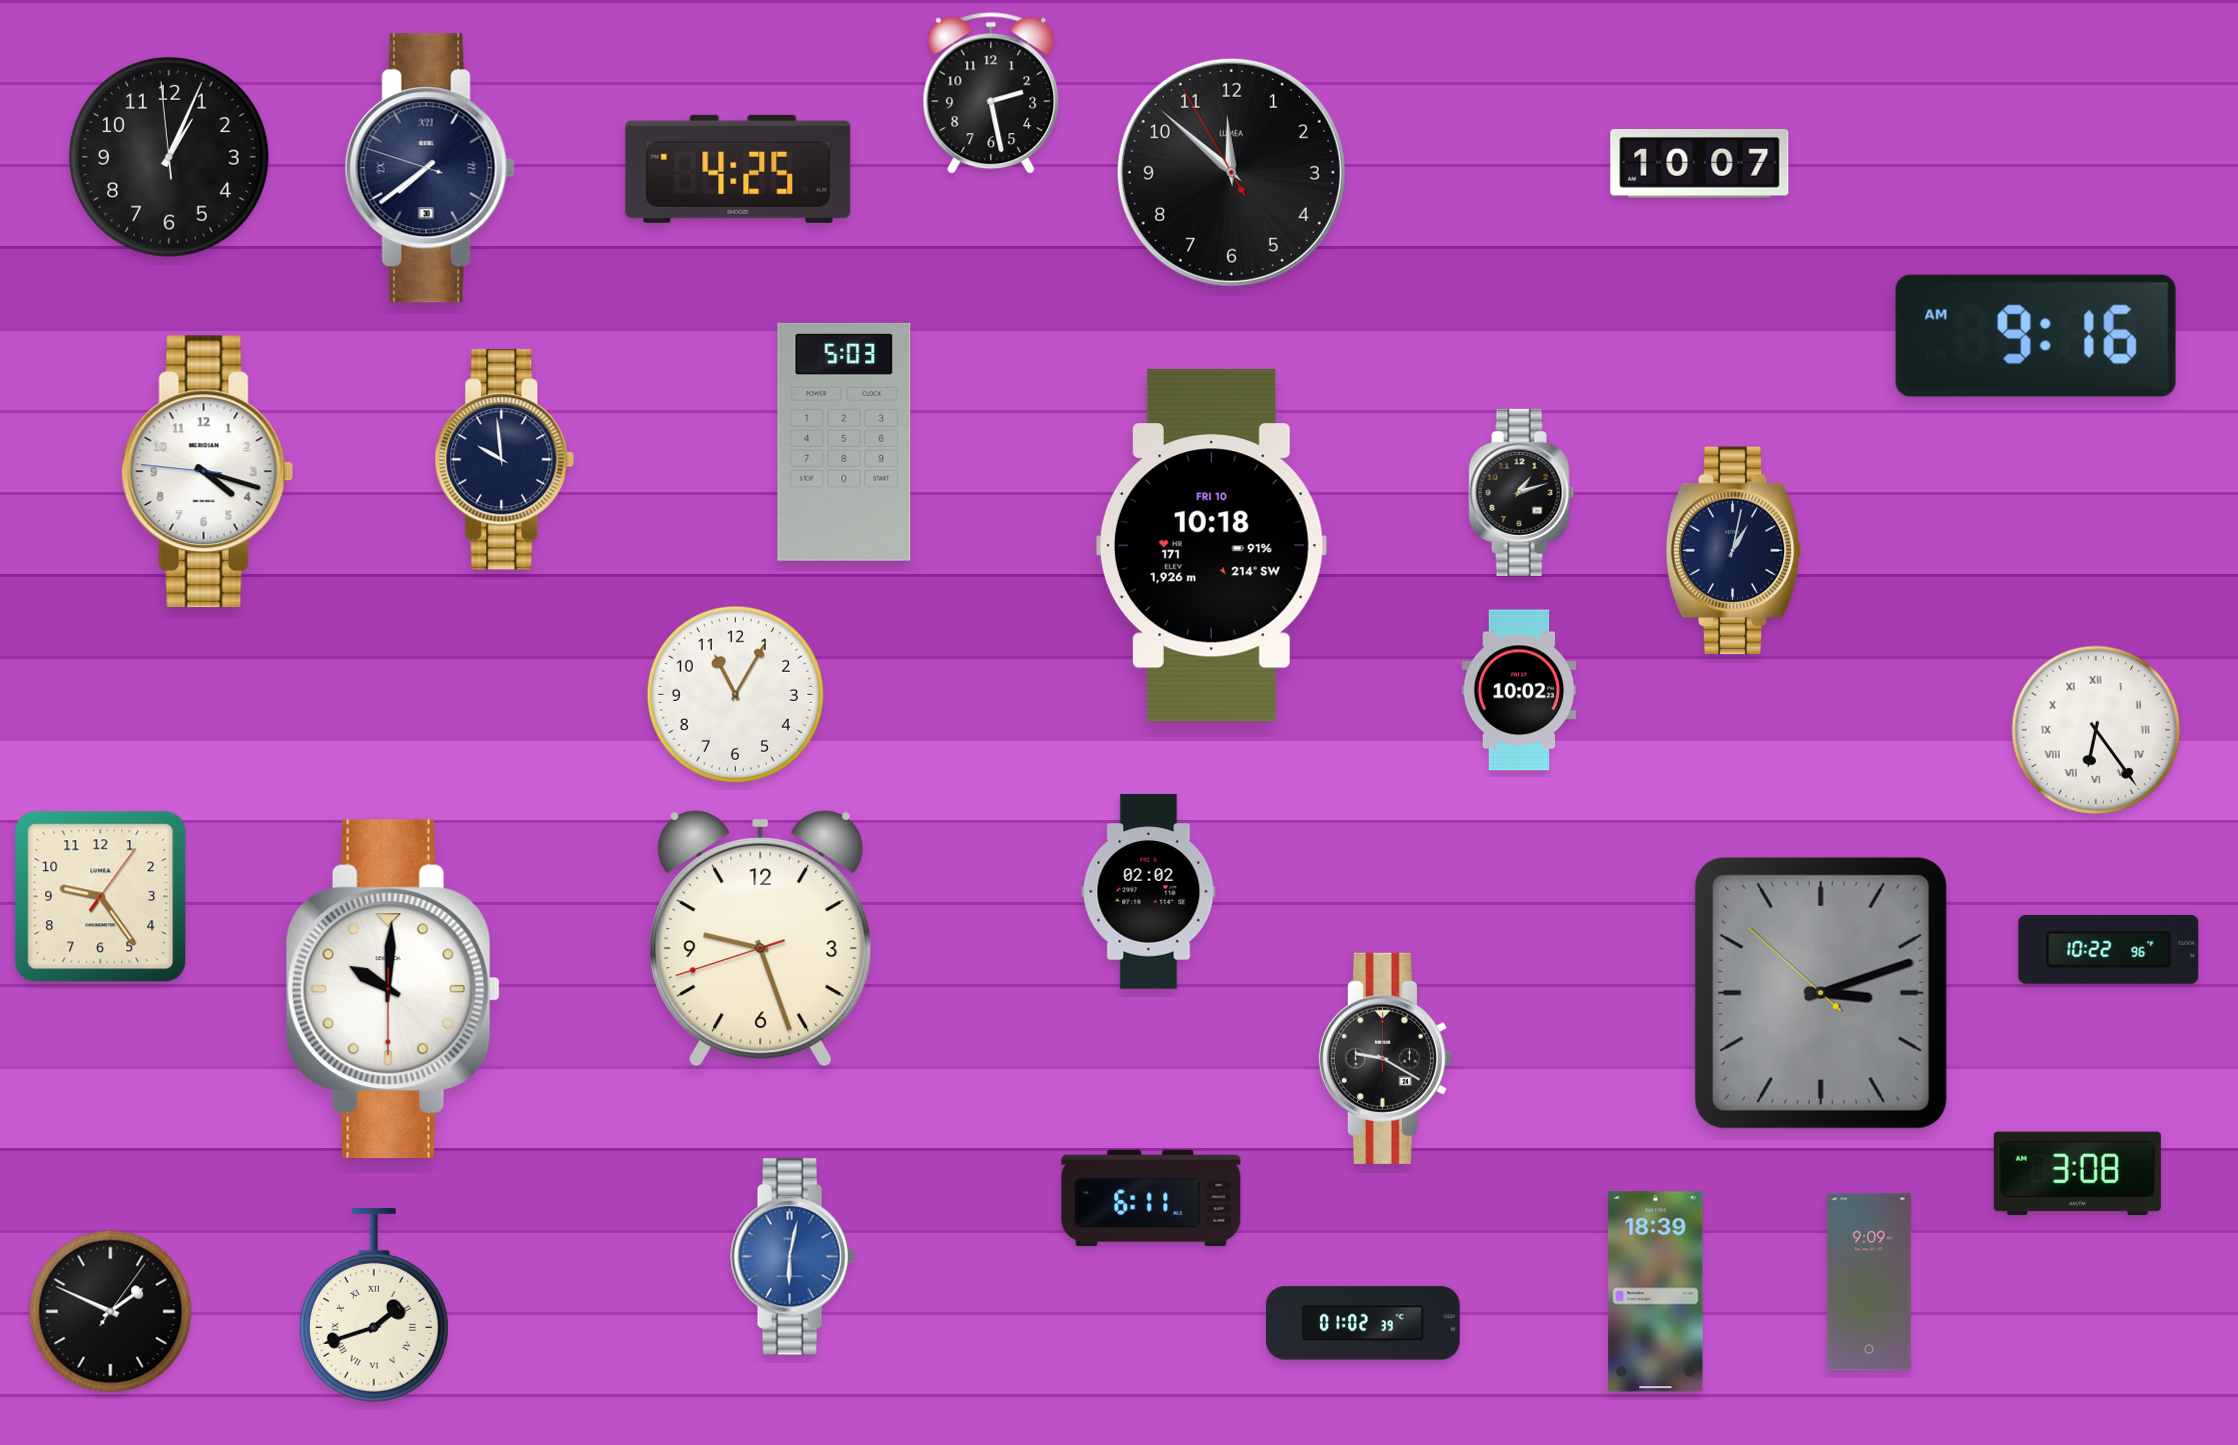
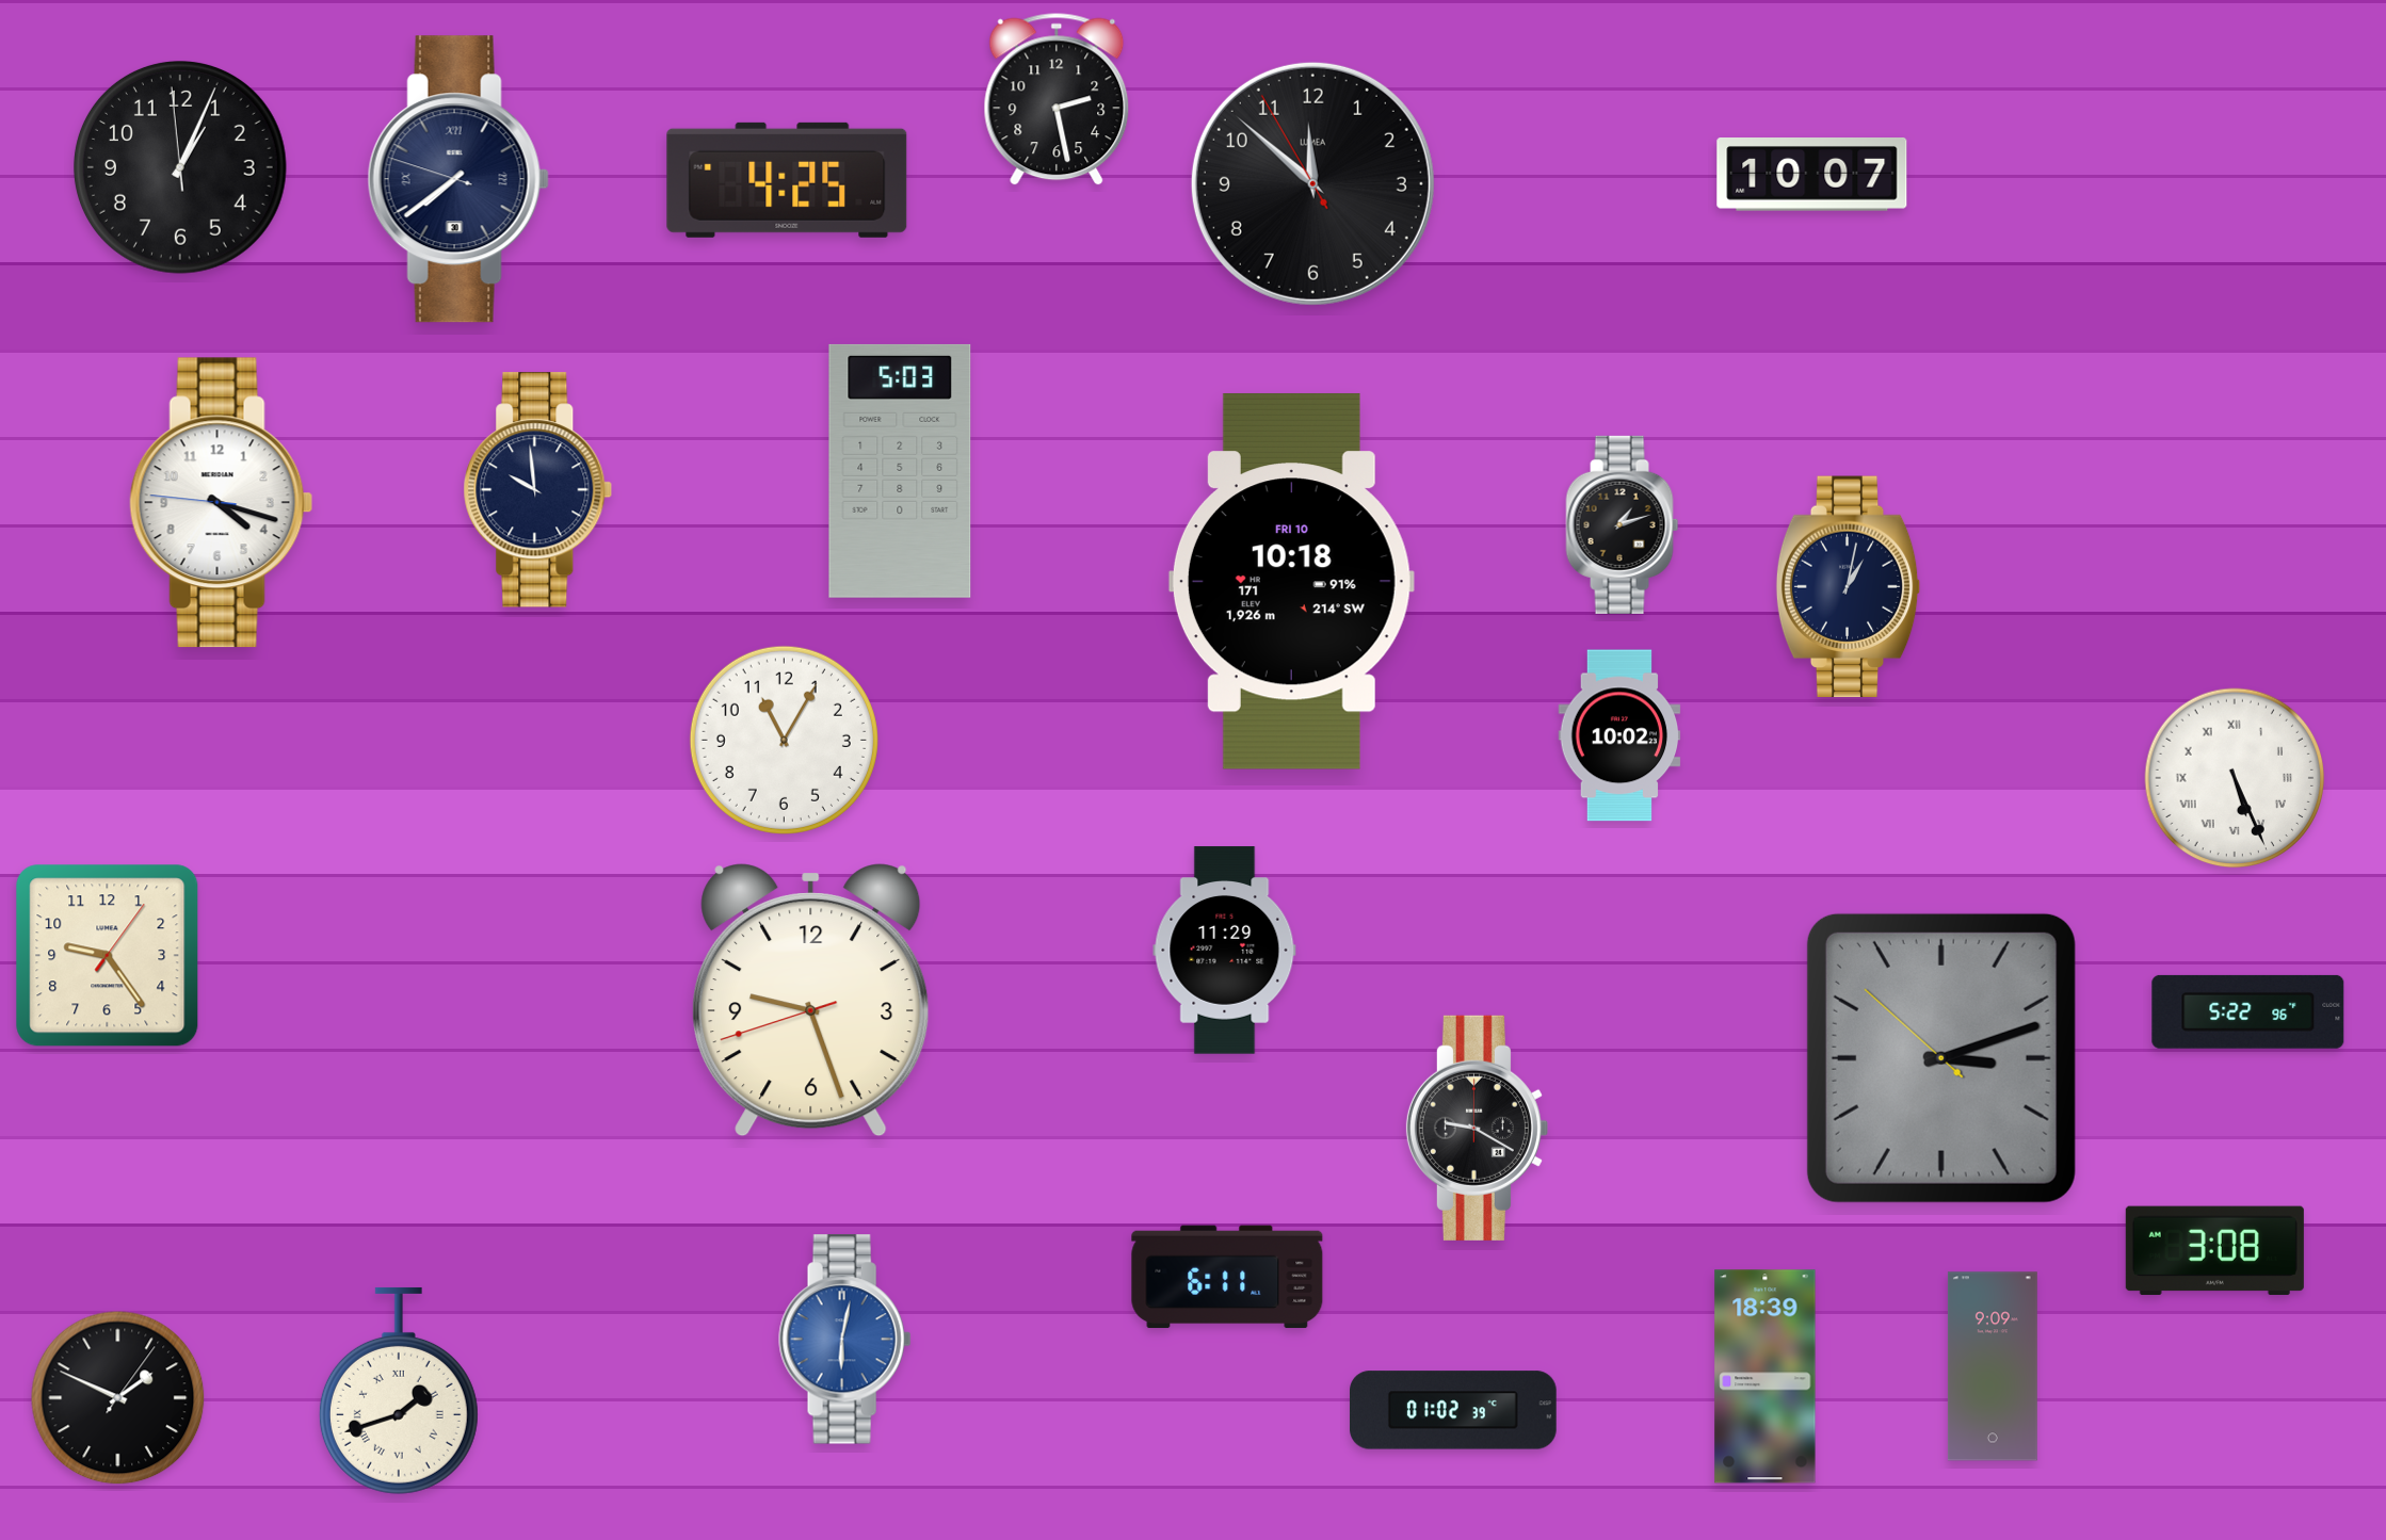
clock at (2036, 336): 9:16 -> none
clock at (2096, 730): 6:24 -> 5:26
clock at (1149, 892): 02:02 -> 11:29
clock at (2109, 949): 10:22 -> 5:22
clock at (393, 989): 10:00 -> none
